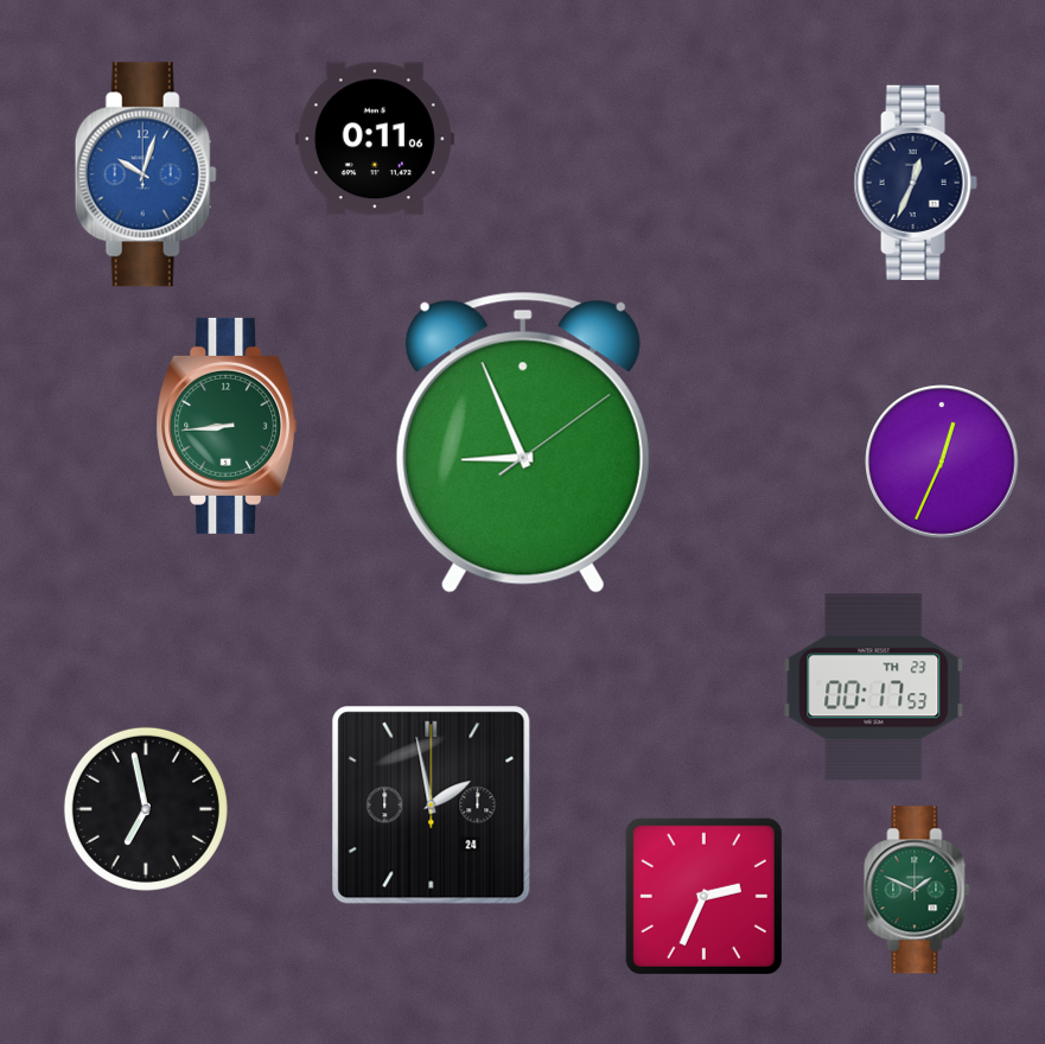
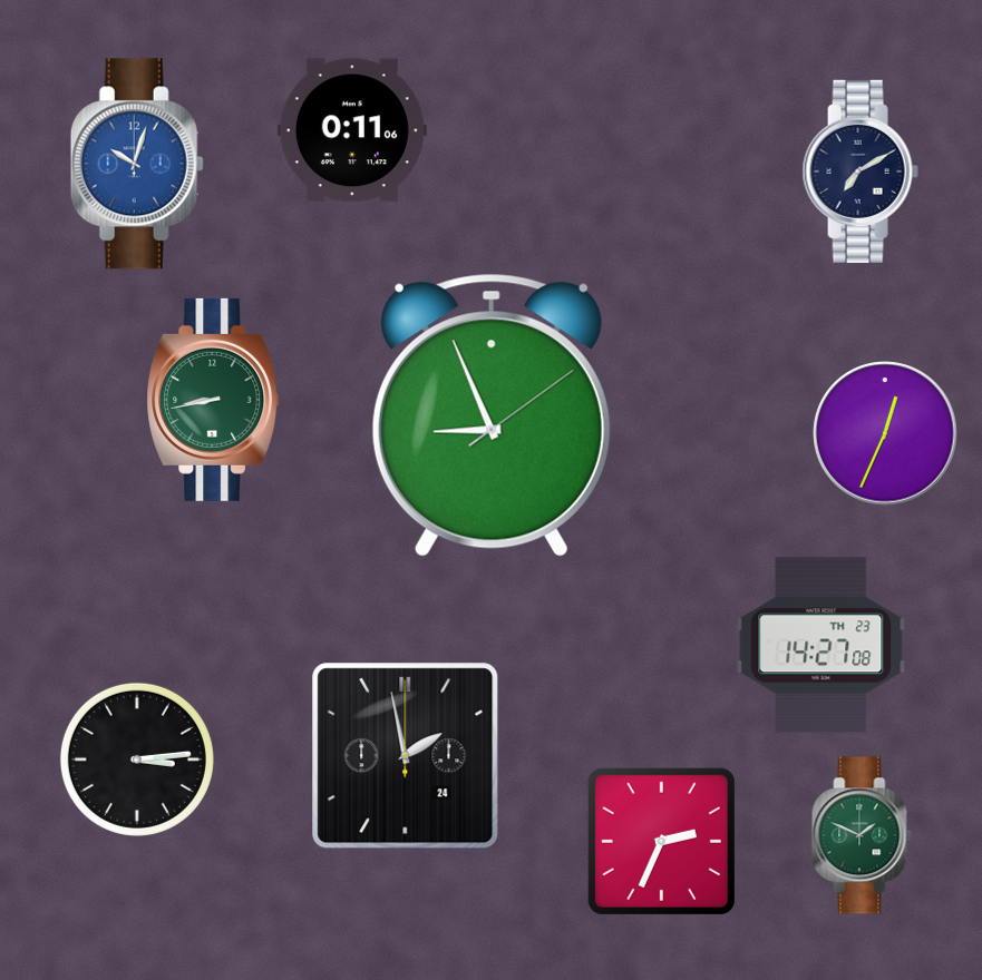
clock at (916, 183): 12:34 -> 7:10
clock at (227, 426): 8:44 -> 8:43
clock at (874, 688): 00:17 -> 14:27
clock at (146, 809): 6:58 -> 3:14
